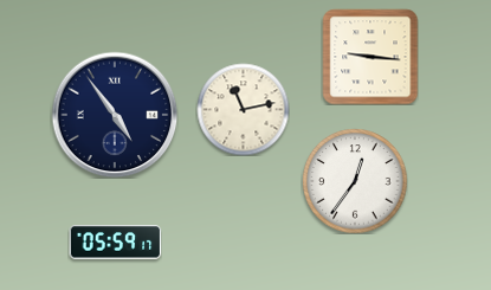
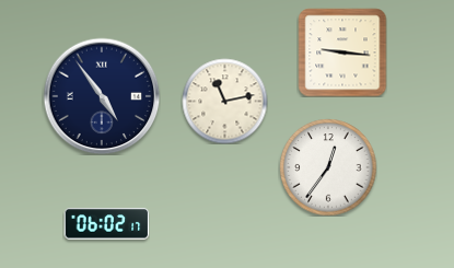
clock at (115, 115) position: (115, 115) -> (102, 96)
clock at (115, 243): 05:59 -> 06:02
